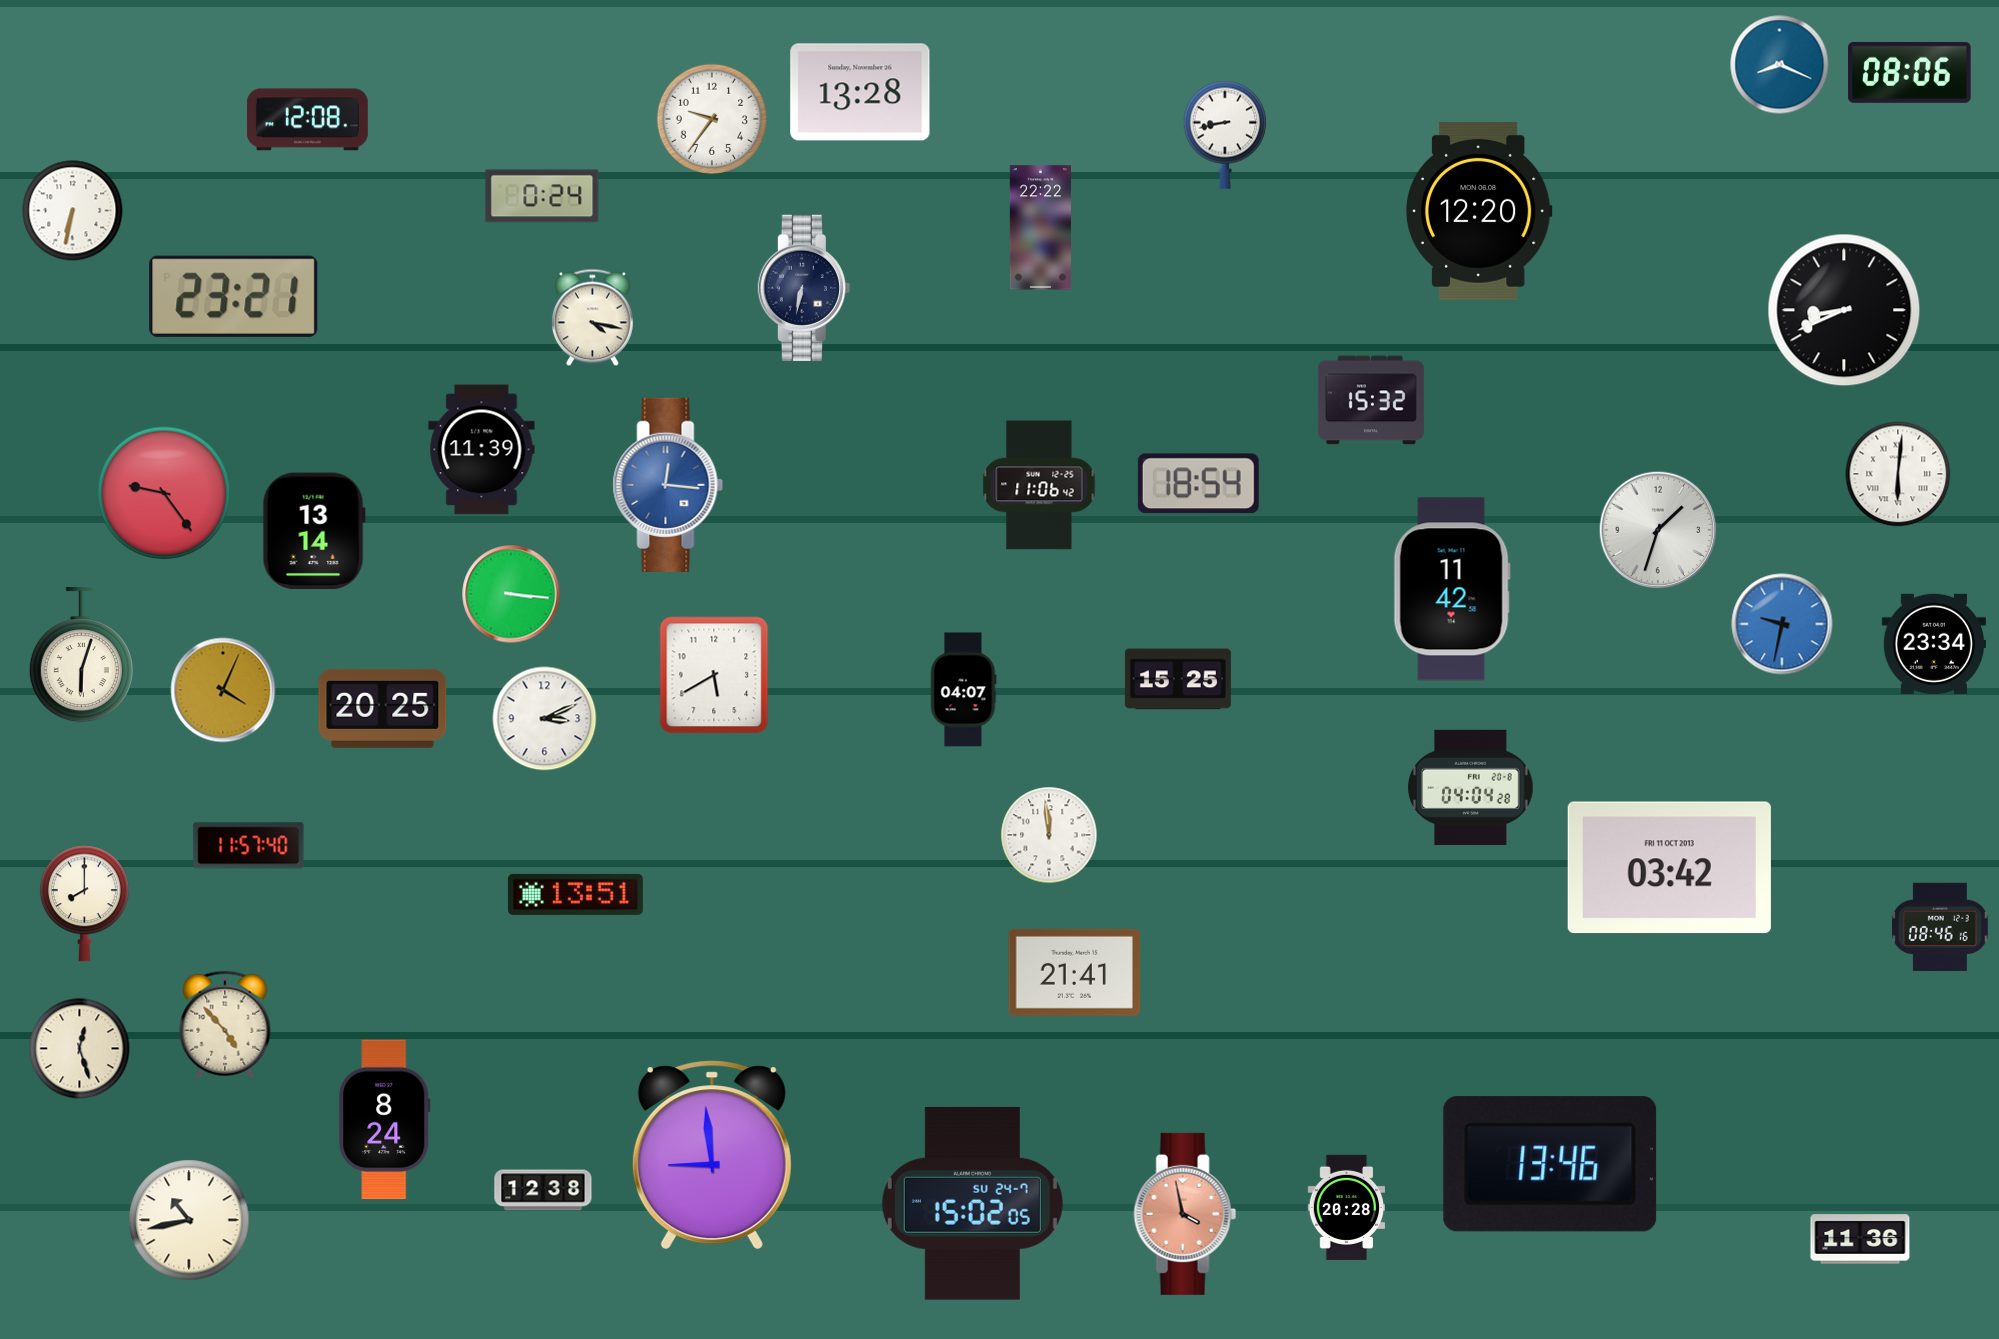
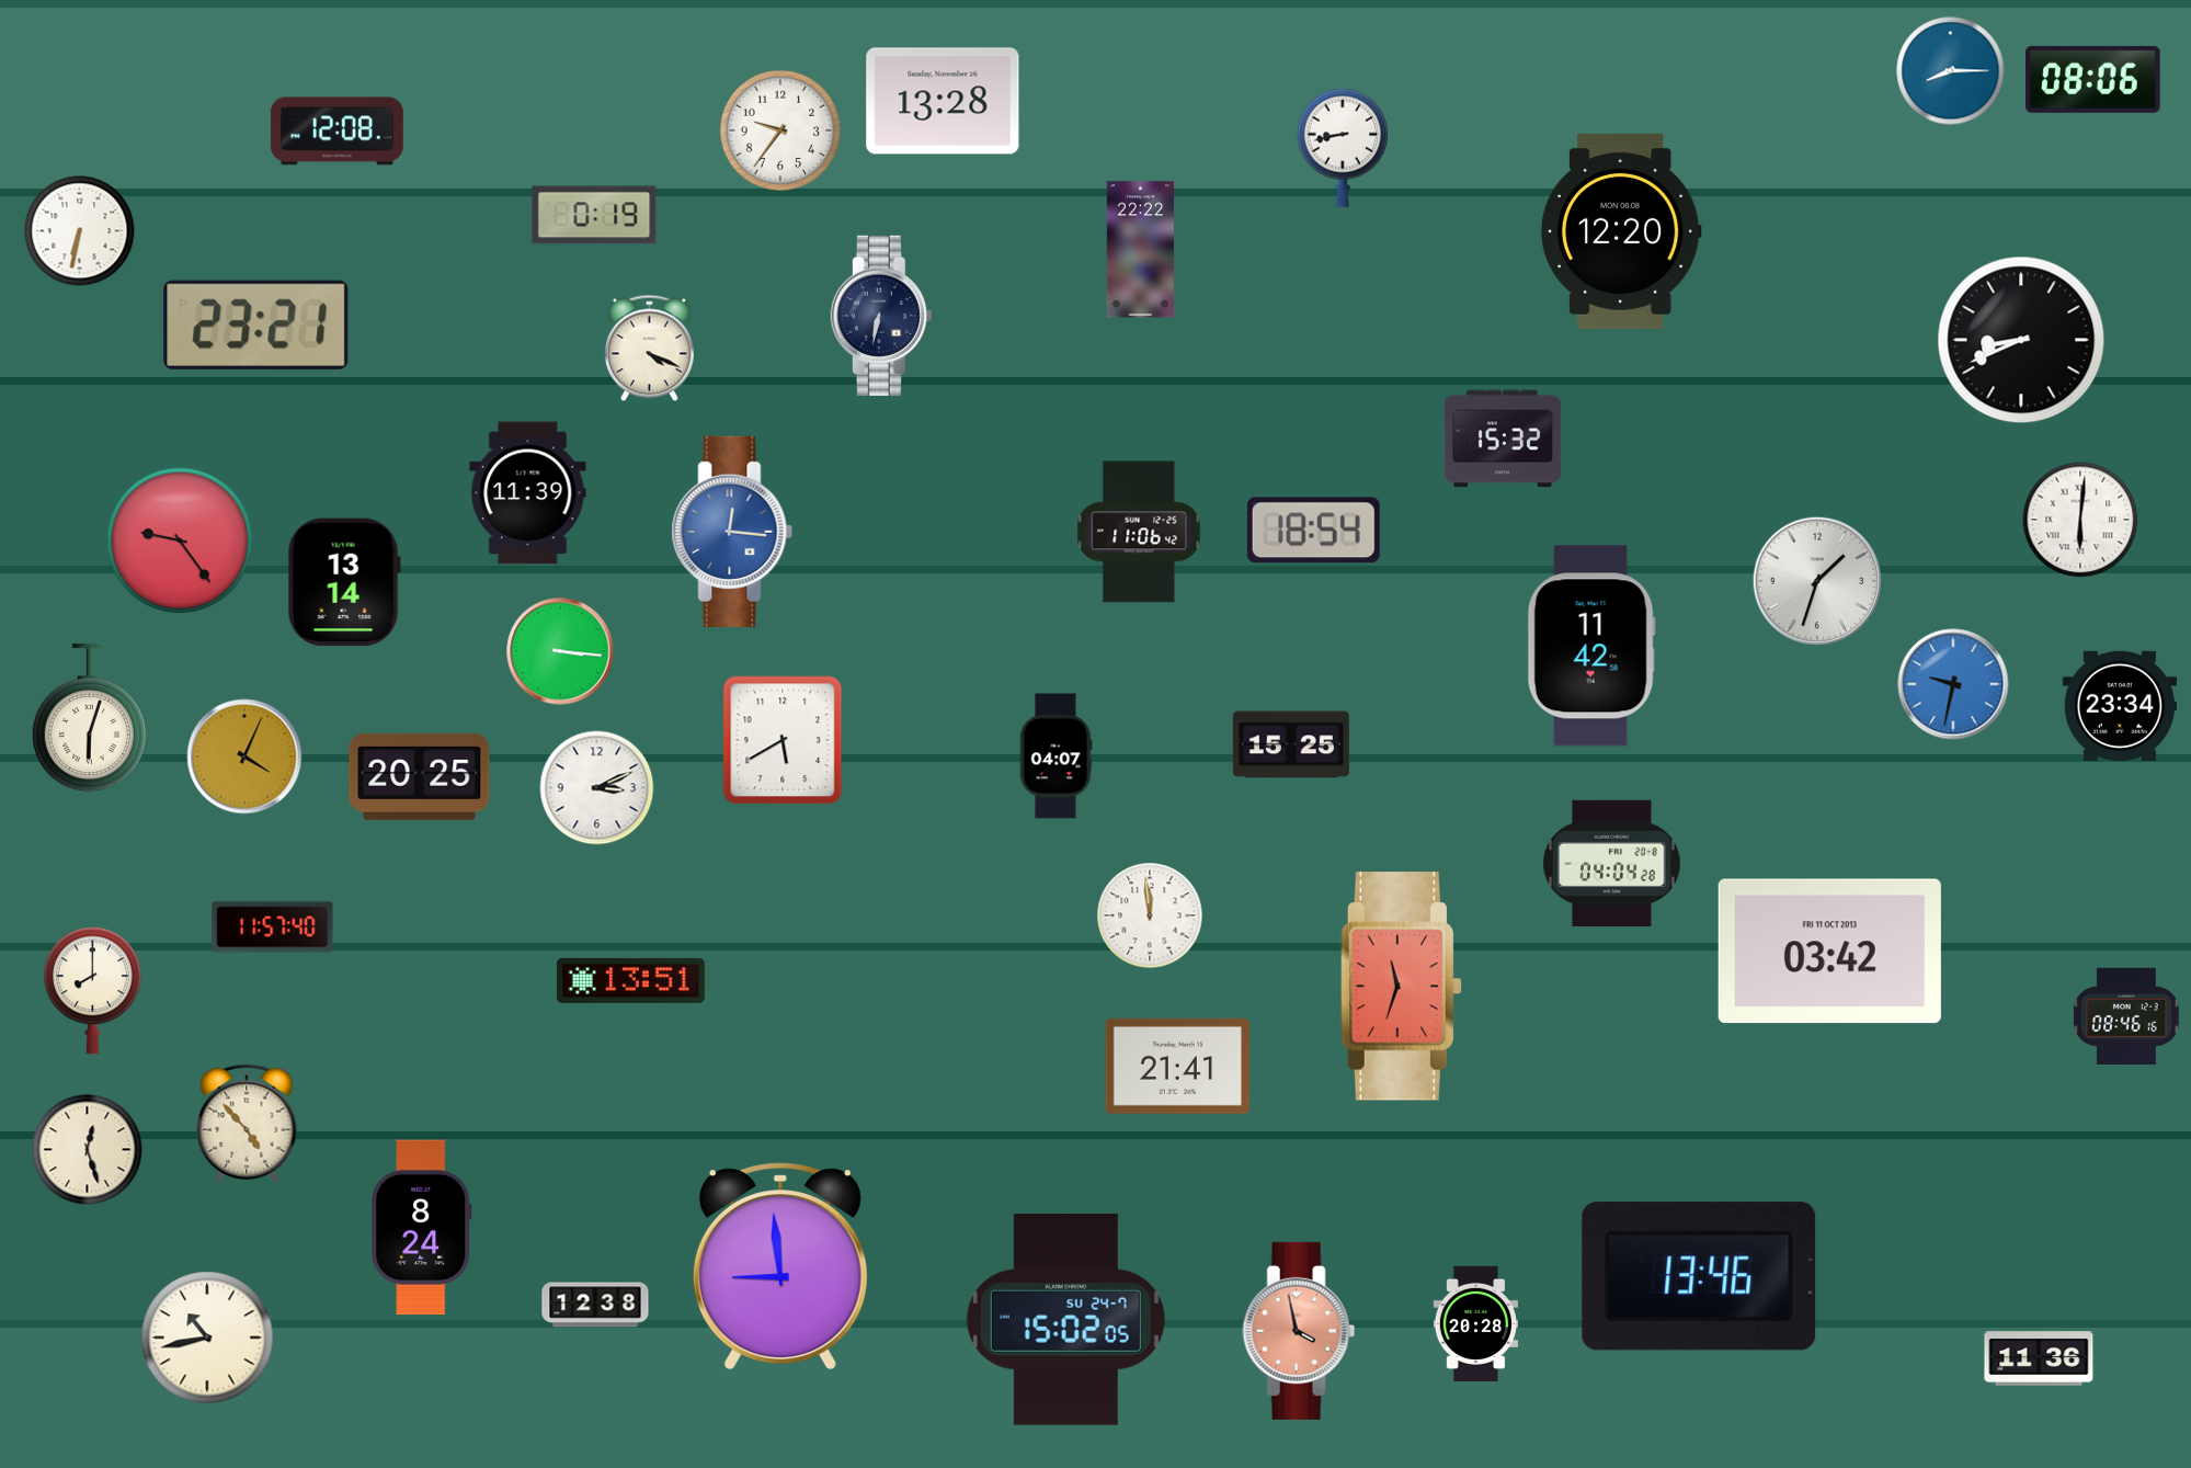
clock at (1780, 65): 8:19 -> 8:15
clock at (542, 196): 0:24 -> 0:19
clock at (593, 318): 4:17 -> 4:19
clock at (1401, 987): none -> 11:33
